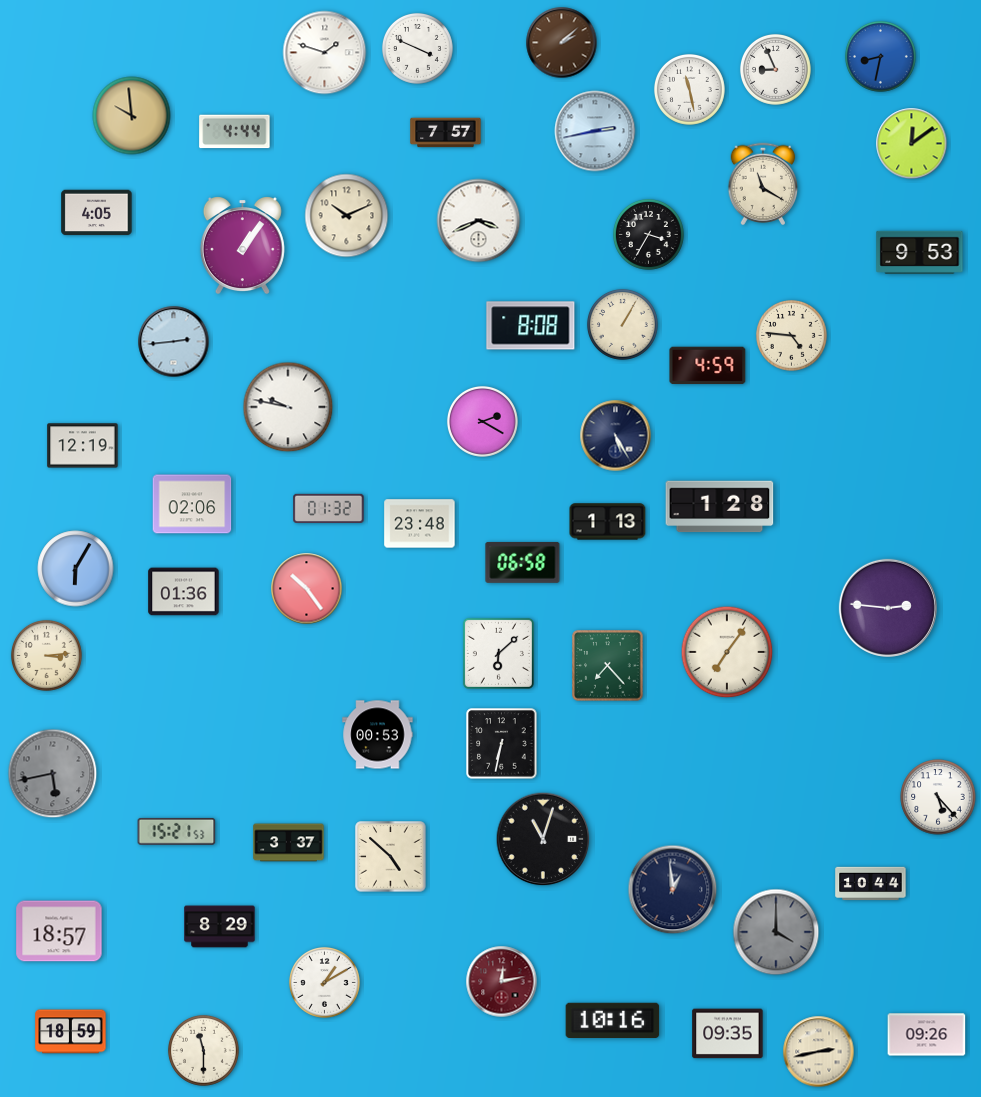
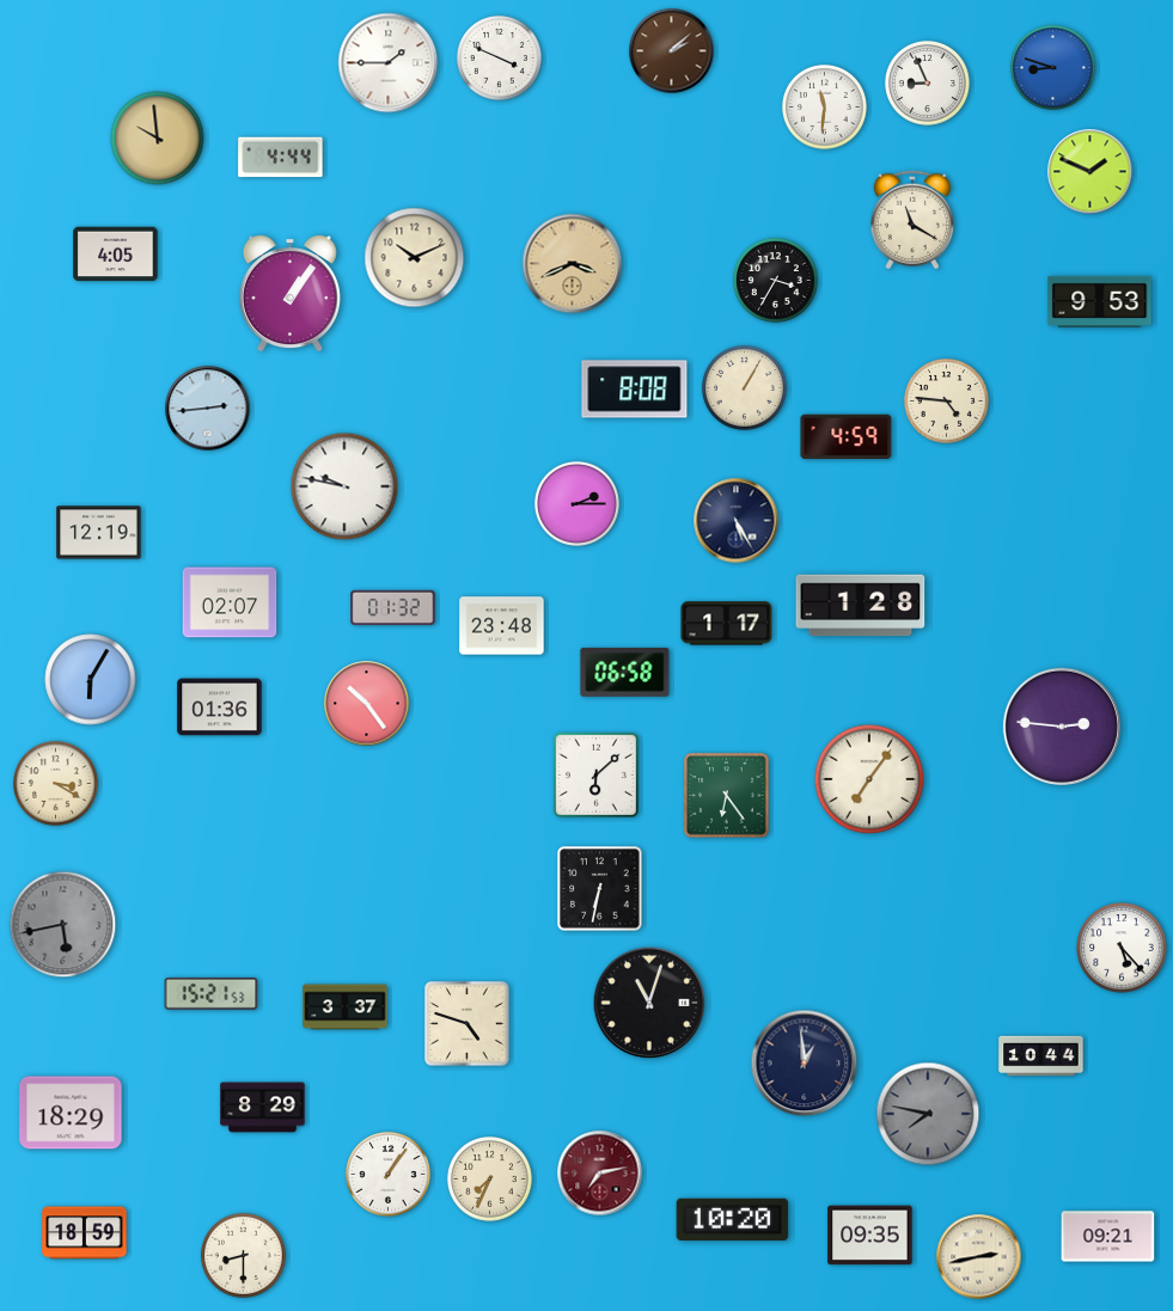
clock at (325, 53): 1:48 -> 1:45
clock at (880, 56): 8:32 -> 8:48
clock at (689, 89): 11:28 -> 11:31
clock at (595, 131): 2:43 -> none
clock at (446, 133): 7:57 -> none
clock at (912, 144): 12:09 -> 1:49
clock at (479, 221) dial: white -> champagne
clock at (482, 421): 2:20 -> 2:15
clock at (192, 504): 02:06 -> 02:07
clock at (608, 522): 1:13 -> 1:17
clock at (498, 653) position: (498, 653) -> (595, 774)
clock at (46, 655): 3:14 -> 3:20
clock at (608, 666): 7:23 -> 6:24
clock at (378, 735): 00:53 -> none
clock at (938, 797) position: (938, 797) -> (1122, 948)
clock at (391, 857): 4:52 -> 4:48
clock at (59, 931): 18:57 -> 18:29
clock at (776, 932): 4:00 -> 7:47
clock at (324, 982): 1:10 -> 1:06
clock at (502, 982): 12:13 -> 7:13
clock at (489, 1178): none -> 7:34
clock at (613, 1021): 10:16 -> 10:20
clock at (927, 1035): 09:26 -> 09:21
clock at (203, 1050): 11:30 -> 8:30
